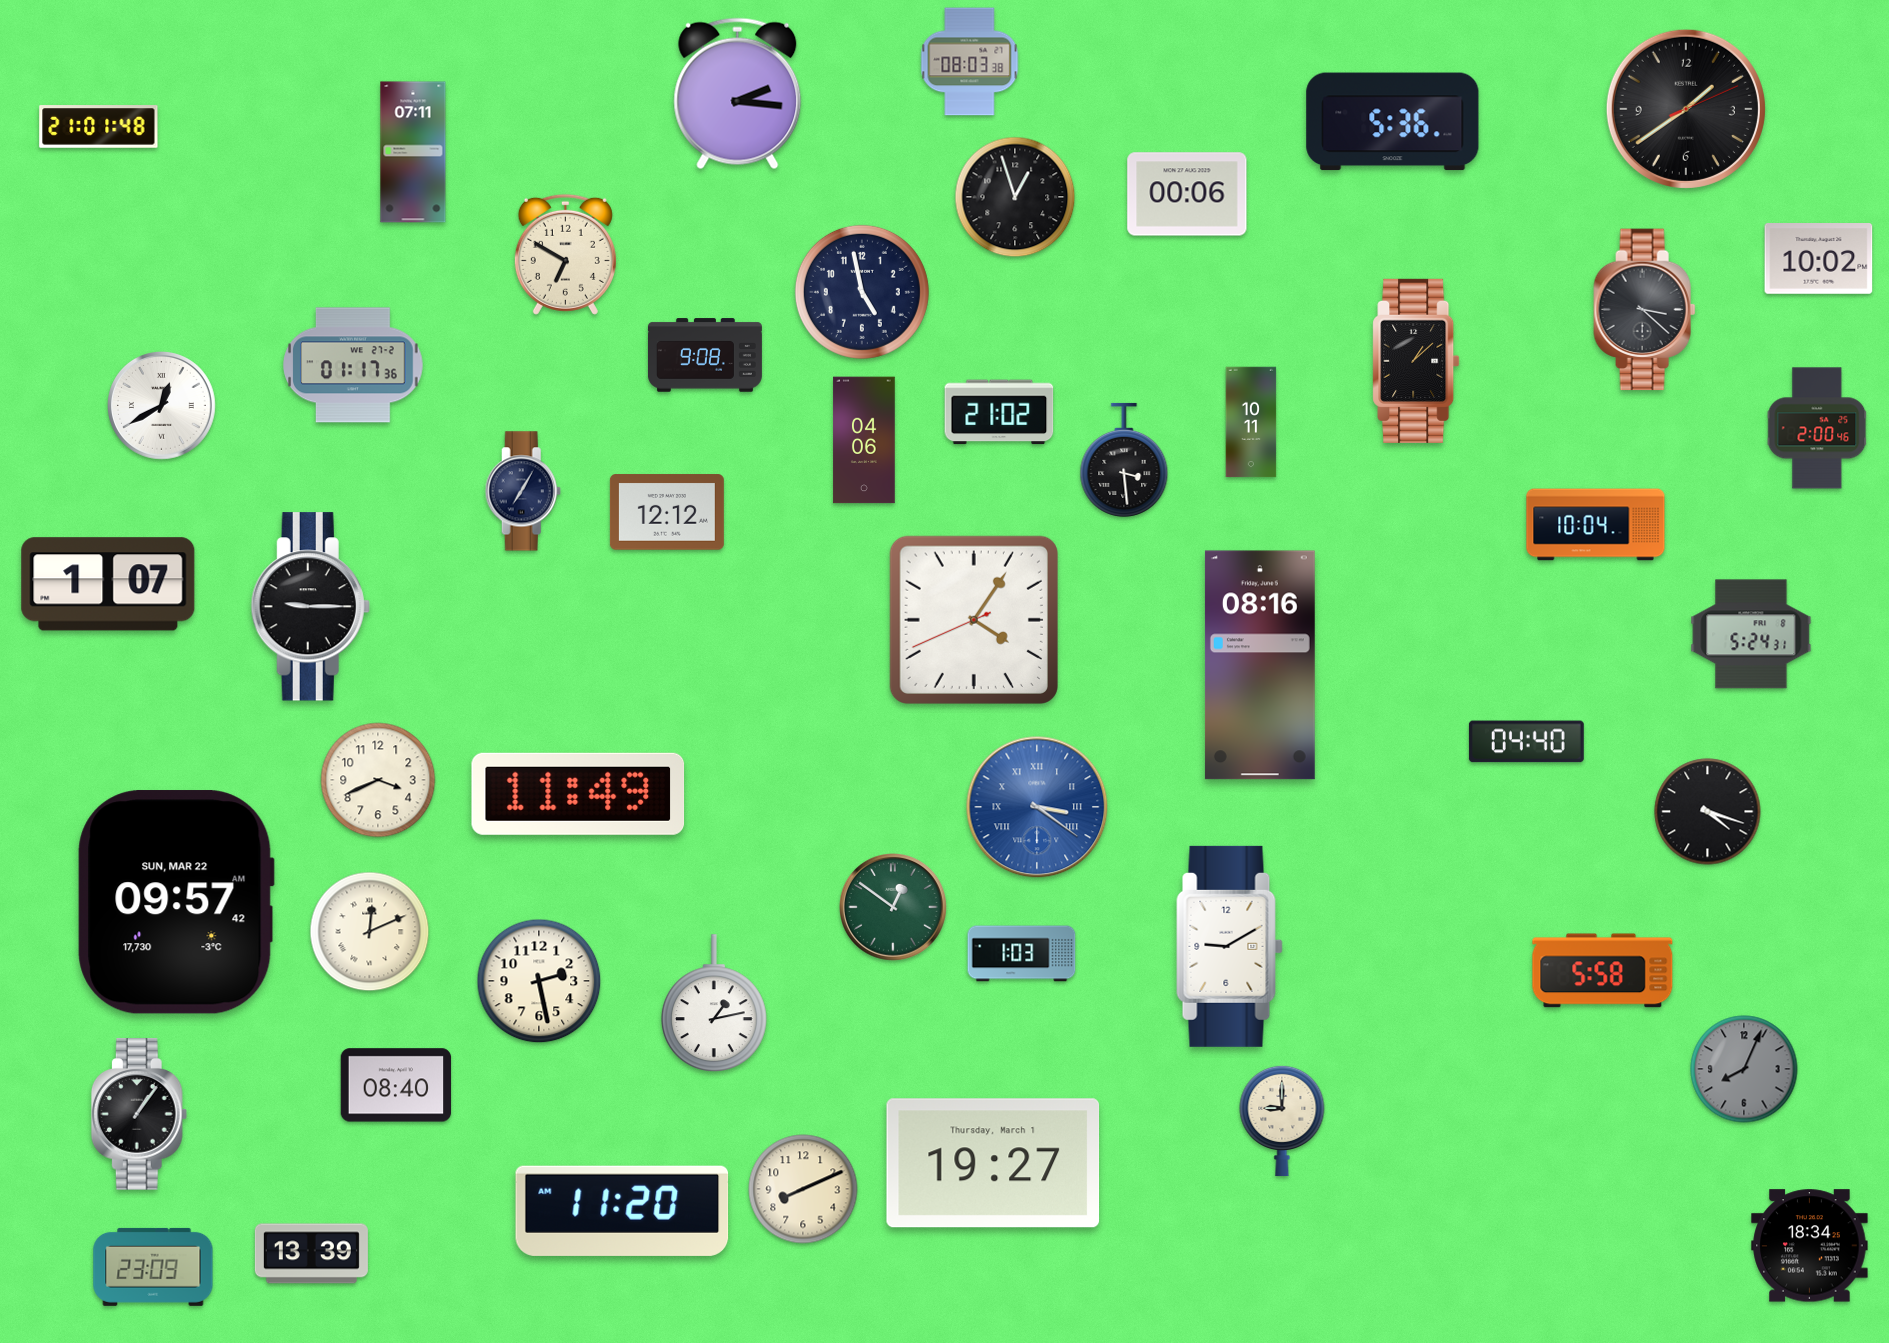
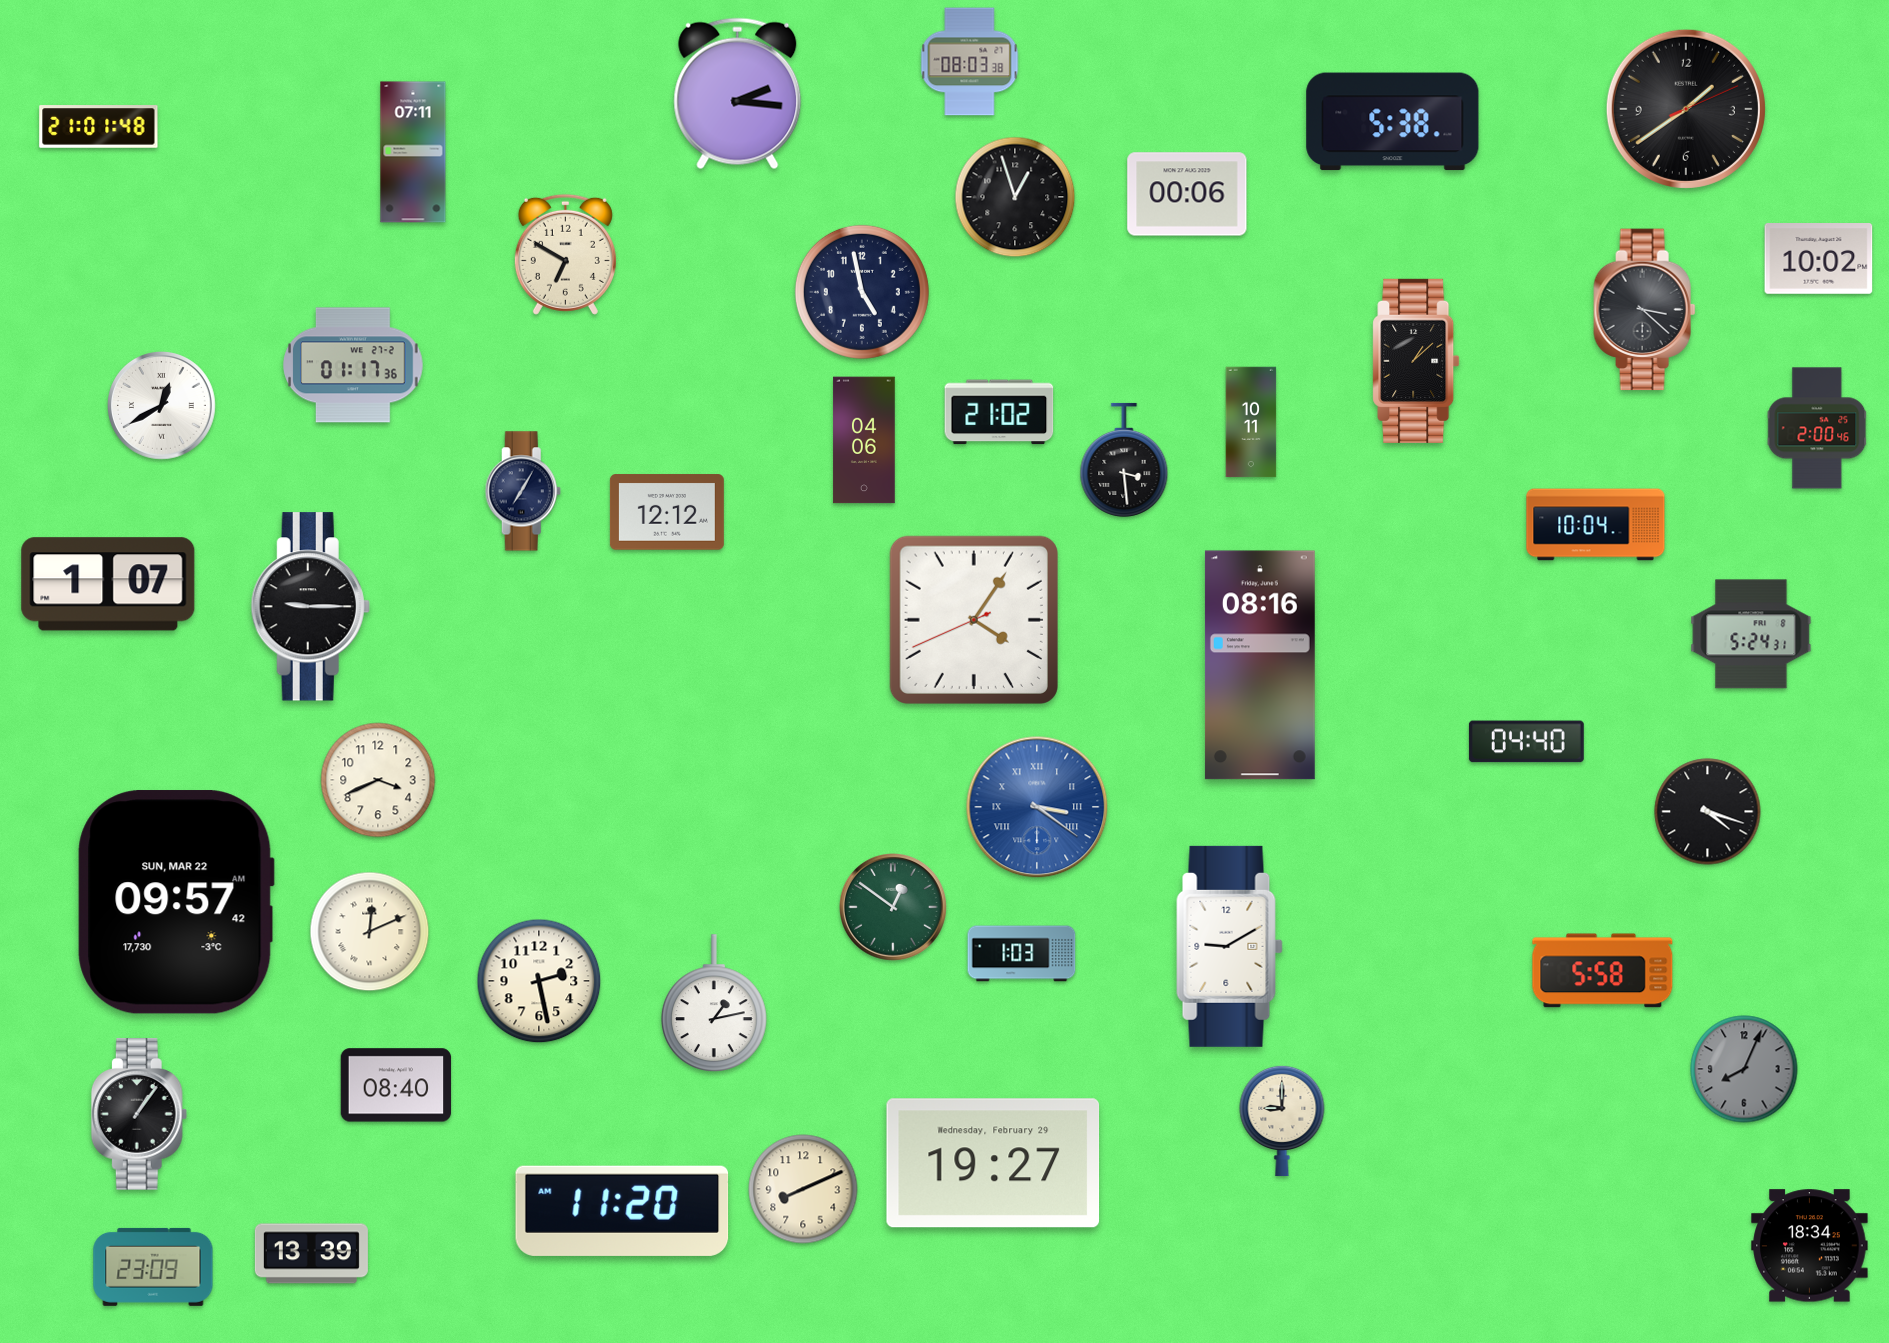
clock at (1393, 122): 5:36 -> 5:38
clock at (705, 355): 9:08 -> none
clock at (578, 794): 11:49 -> none
clock at (993, 1163) date: Thursday, March 1 -> Wednesday, February 29
